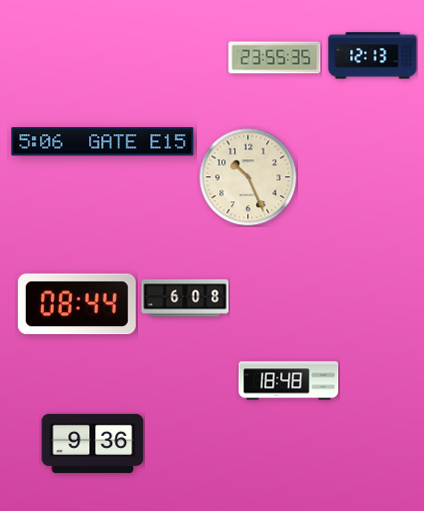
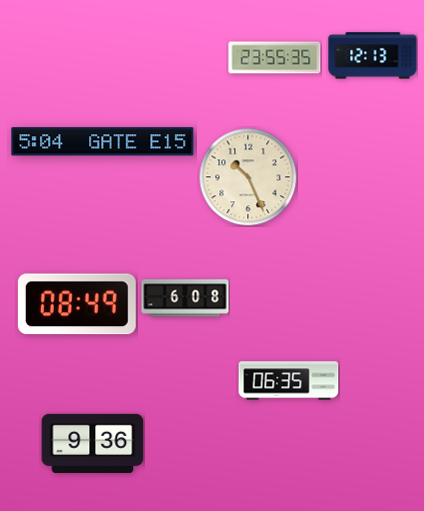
clock at (103, 142): 5:06 -> 5:04
clock at (77, 304): 08:44 -> 08:49
clock at (289, 381): 18:48 -> 06:35
